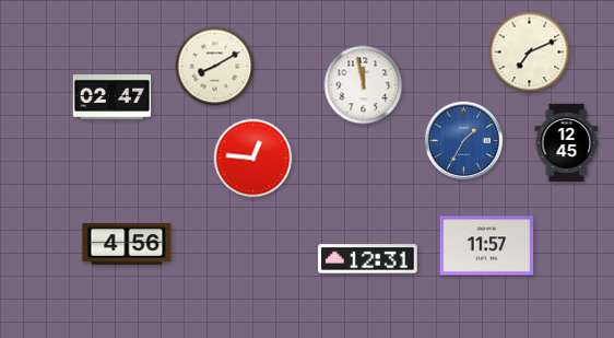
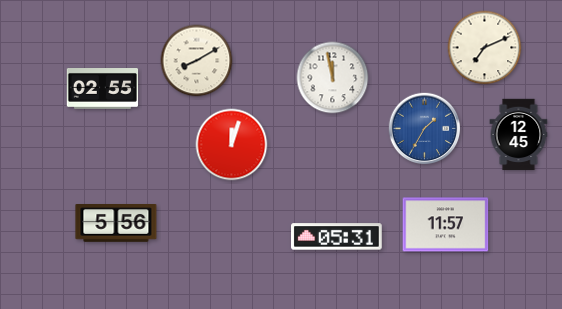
clock at (113, 97): 02:47 -> 02:55
clock at (567, 143) position: (567, 143) -> (519, 135)
clock at (253, 159): 12:46 -> 12:03
clock at (127, 245): 4:56 -> 5:56
clock at (368, 259): 12:31 -> 05:31
